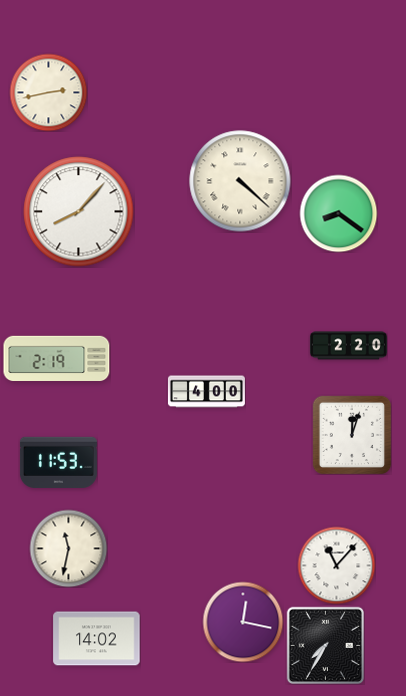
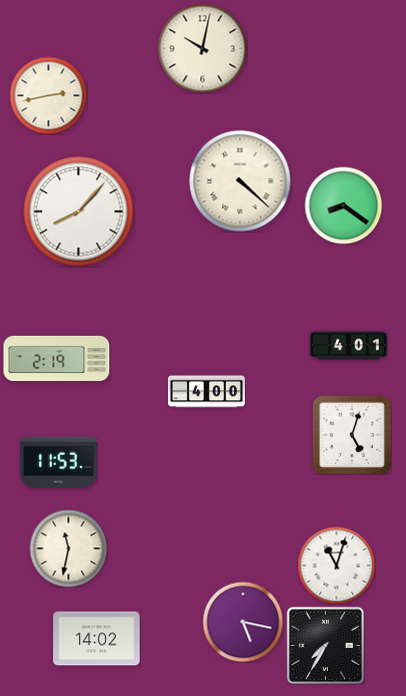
clock at (202, 48): none -> 10:02
clock at (48, 92) position: (48, 92) -> (48, 95)
clock at (338, 213) position: (338, 213) -> (343, 205)
clock at (348, 346): 2:20 -> 4:01
clock at (352, 435): 12:03 -> 5:03
clock at (336, 565): 11:07 -> 11:03
clock at (243, 622): 12:17 -> 5:17
